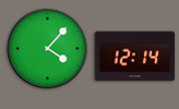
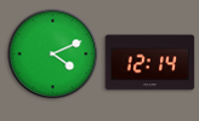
clock at (48, 49): 4:07 -> 4:11
